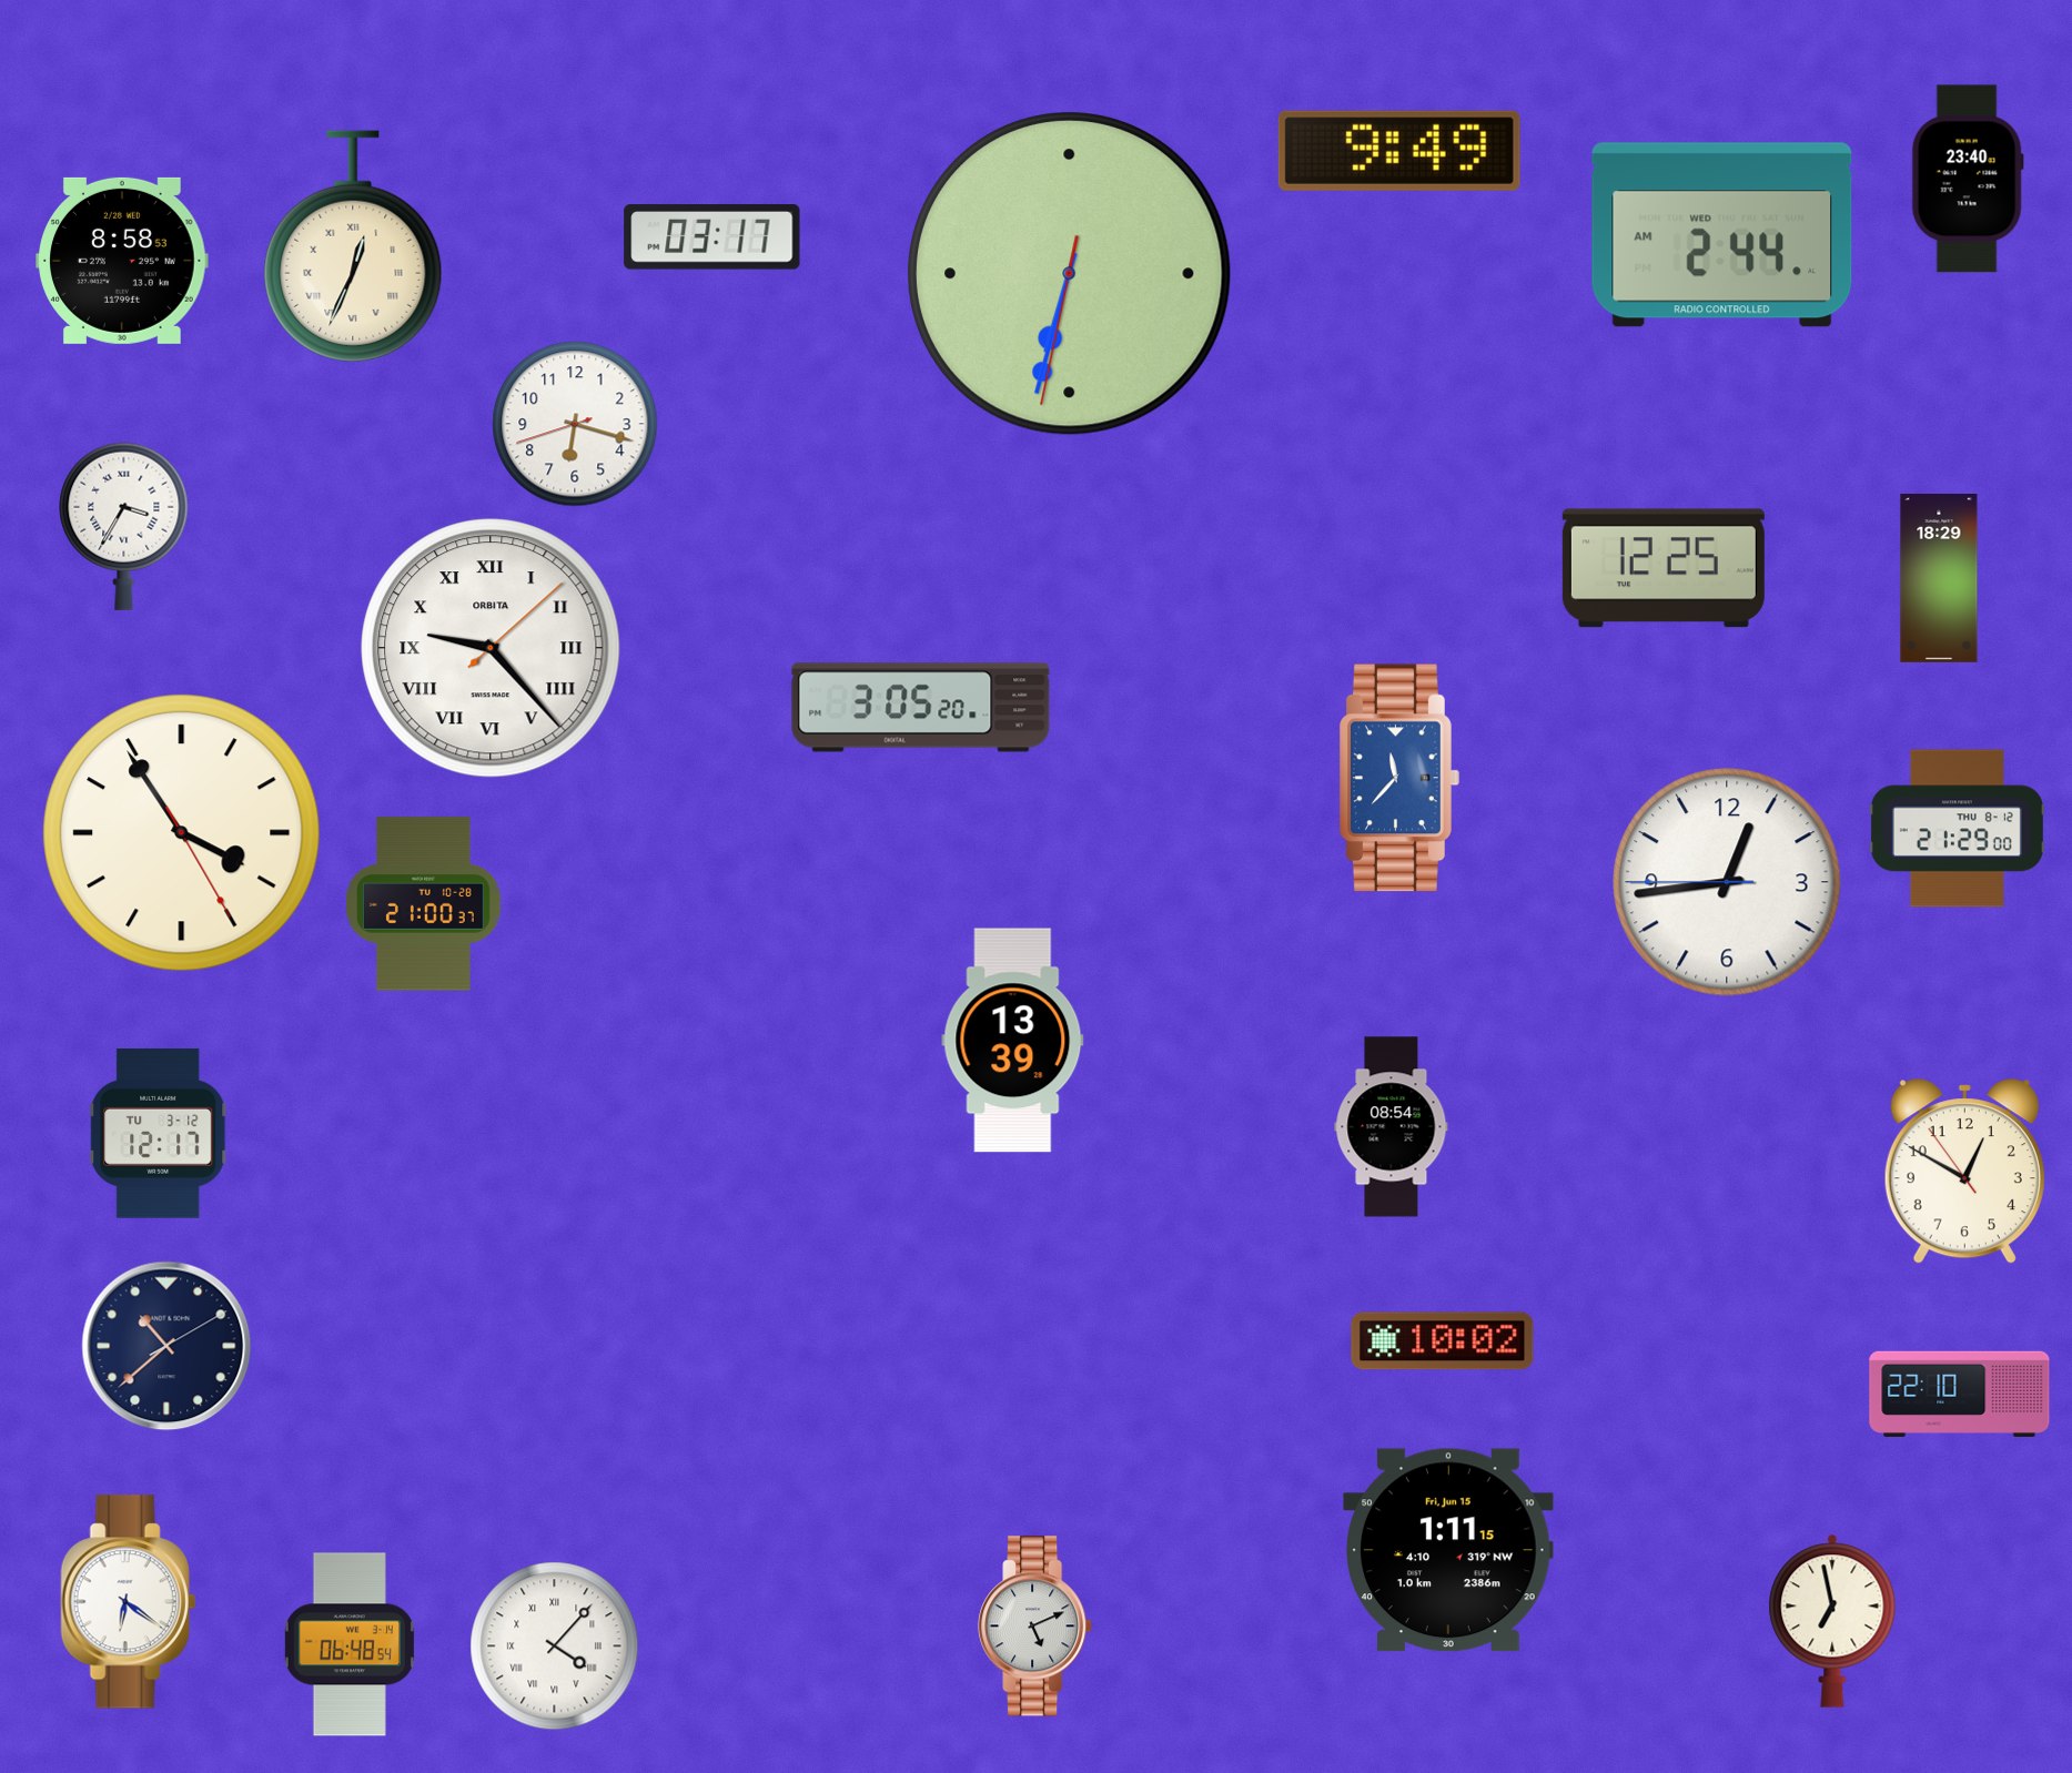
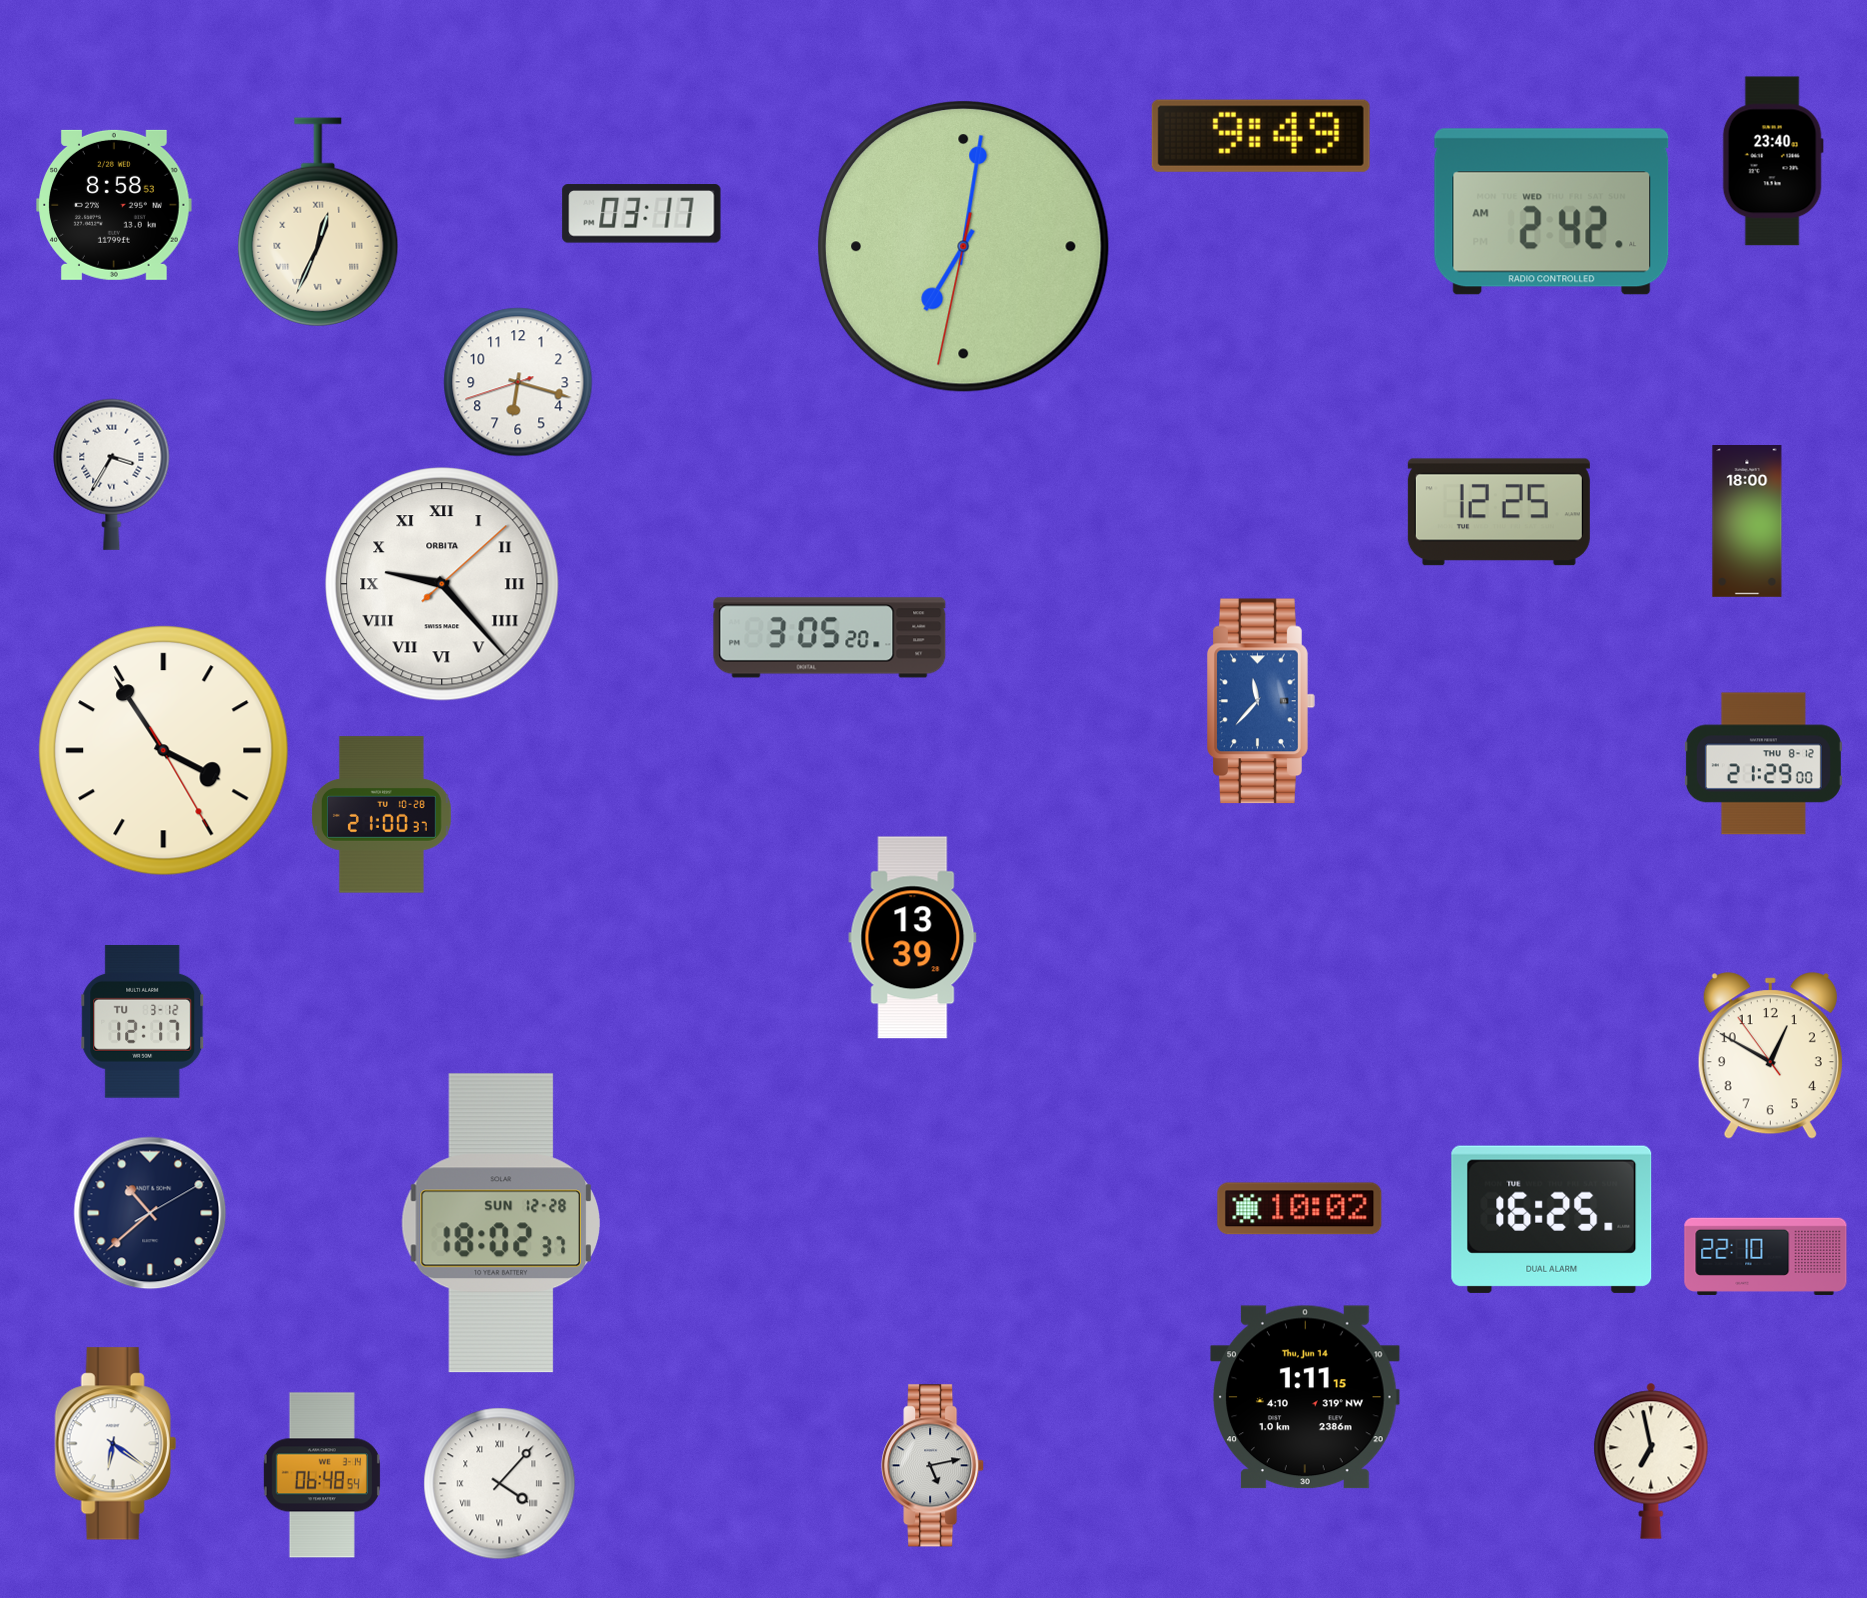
clock at (1722, 235): 2:44 -> 2:42
clock at (122, 261) position: (122, 261) -> (114, 205)
clock at (1069, 273): 6:32 -> 7:01
clock at (1939, 579): 18:29 -> 18:00
clock at (1957, 829) position: (1957, 829) -> (1763, 764)
clock at (1727, 882): 12:43 -> none
clock at (1392, 1127): 08:54 -> none
clock at (1552, 1219): none -> 16:25
clock at (501, 1223): none -> 18:02
clock at (1448, 1550) date: Fri, Jun 15 -> Thu, Jun 14
clock at (1035, 1627): 5:11 -> 5:13
clock at (350, 1644) position: (350, 1644) -> (322, 1475)
